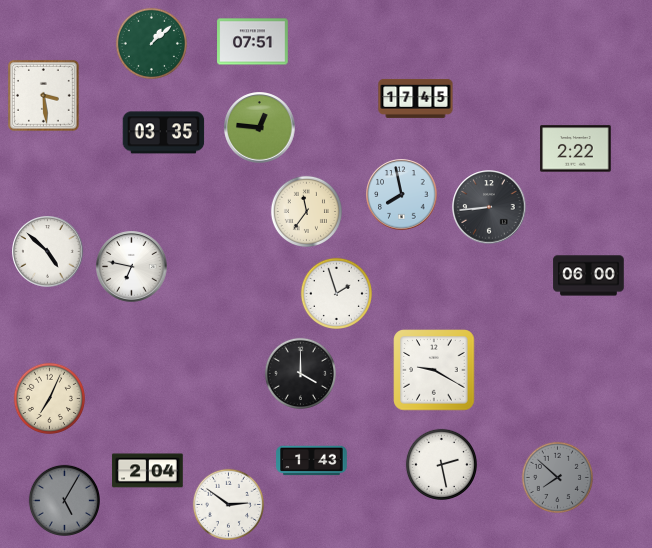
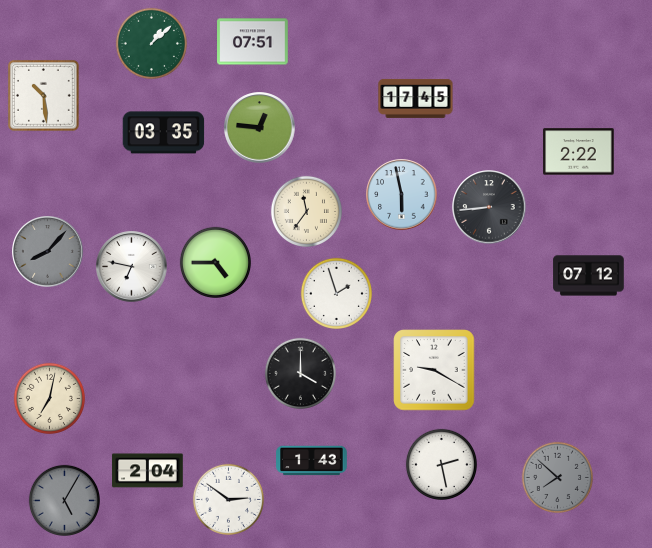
clock at (43, 95): 3:29 -> 10:29
clock at (576, 149) position: (576, 149) -> (579, 152)
clock at (402, 195): 7:58 -> 5:58
clock at (48, 252): 4:52 -> 8:07
clock at (48, 252) dial: white -> grey
clock at (215, 262): none -> 4:45
clock at (589, 276): 06:00 -> 07:12
clock at (49, 398): 7:04 -> 7:02
clock at (228, 504) position: (228, 504) -> (228, 499)
